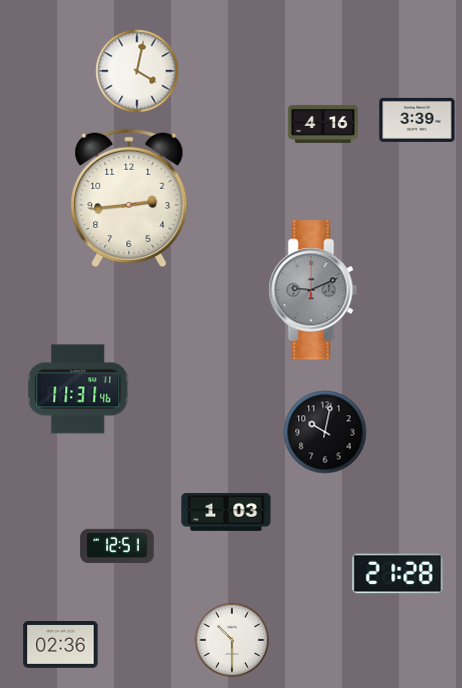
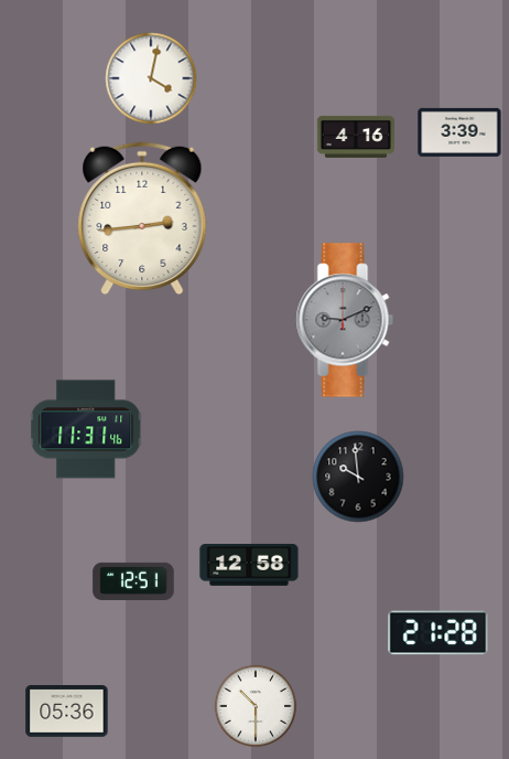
clock at (325, 432): 10:02 -> 9:59
clock at (226, 512): 1:03 -> 12:58
clock at (117, 546) position: (117, 546) -> (133, 581)
clock at (61, 645): 02:36 -> 05:36
